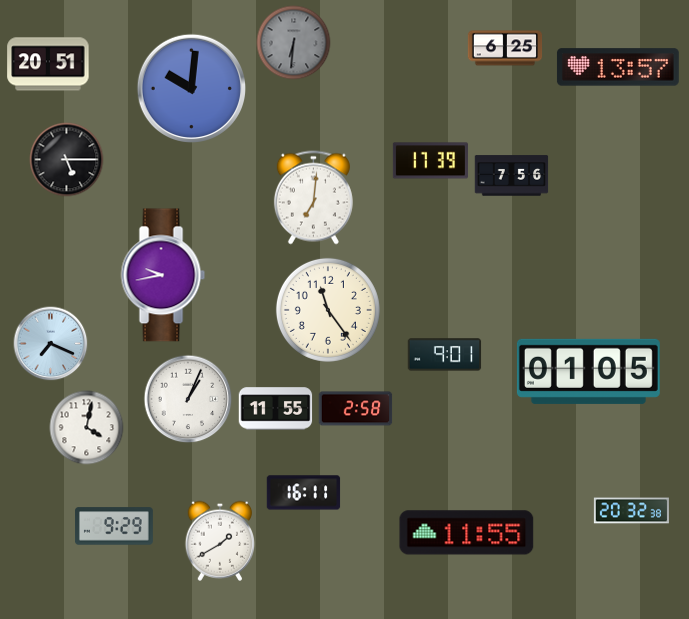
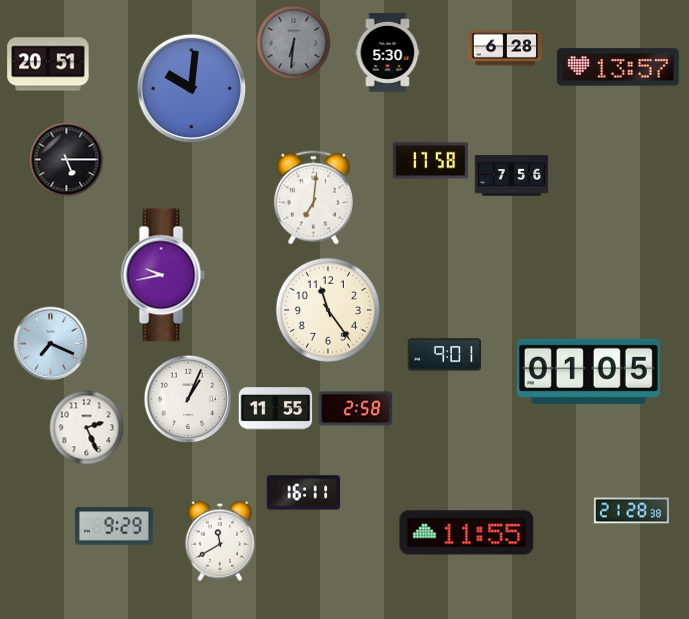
clock at (505, 48): 6:25 -> 6:28
clock at (388, 53): none -> 5:30
clock at (430, 161): 17:39 -> 17:58
clock at (87, 428): 4:02 -> 2:26
clock at (631, 511): 20:32 -> 21:28
clock at (220, 541): 1:40 -> 11:40
